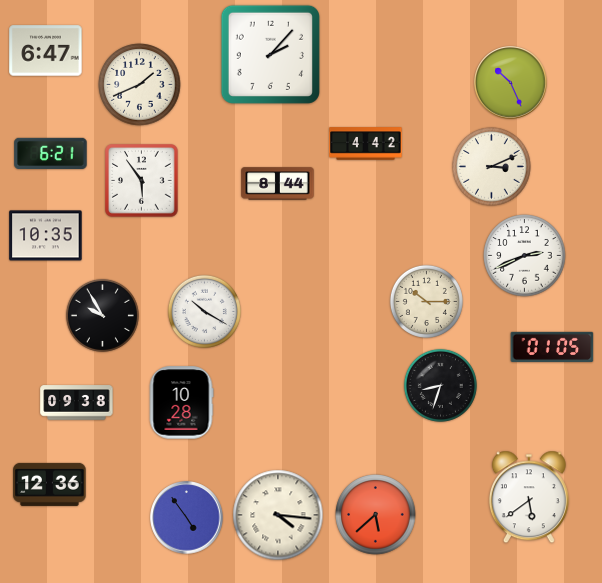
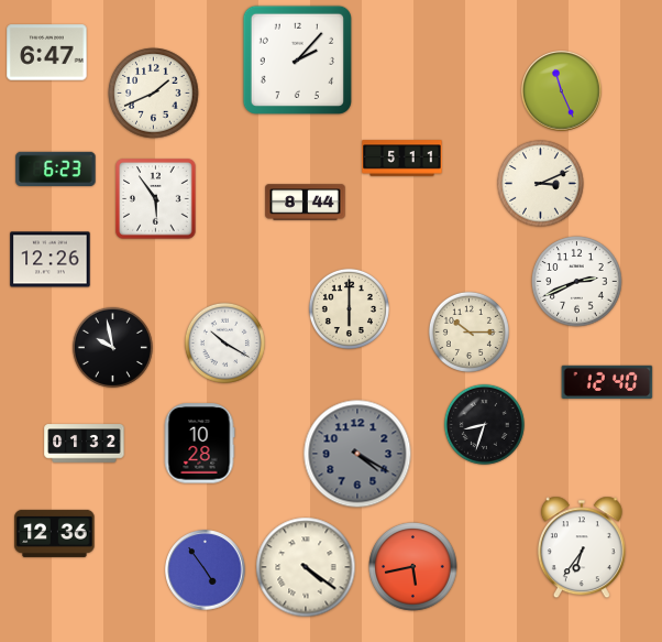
clock at (46, 51) position: (46, 51) -> (47, 53)
clock at (511, 83): 10:26 -> 11:26
clock at (366, 144): 4:42 -> 5:11
clock at (51, 153): 6:21 -> 6:23
clock at (46, 236): 10:35 -> 12:26
clock at (349, 308): none -> 6:00
clock at (102, 315): 9:55 -> 9:58
clock at (552, 347): 01:05 -> 12:40
clock at (77, 403): 09:38 -> 01:32
clock at (357, 454): none -> 4:20
clock at (529, 497): 5:39 -> 6:36
clock at (278, 515): 4:16 -> 4:21
clock at (376, 515): 5:38 -> 5:43
